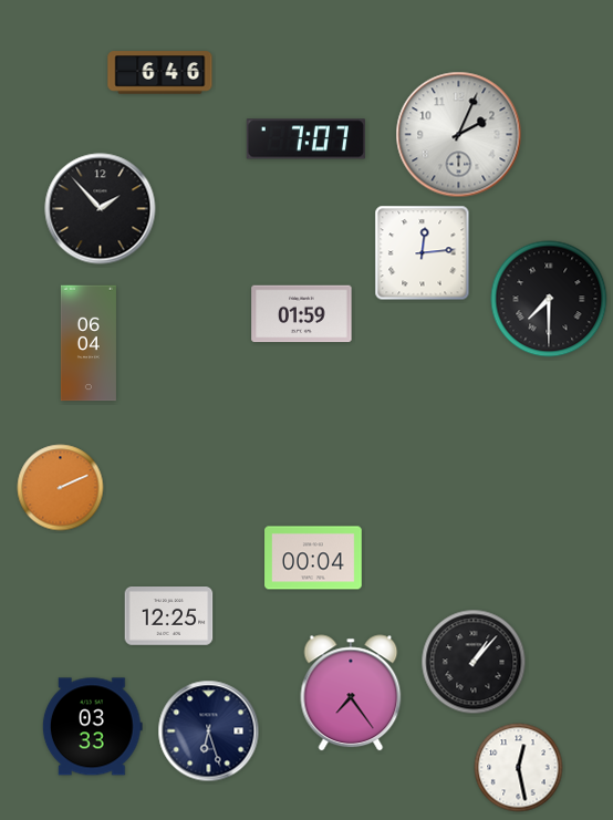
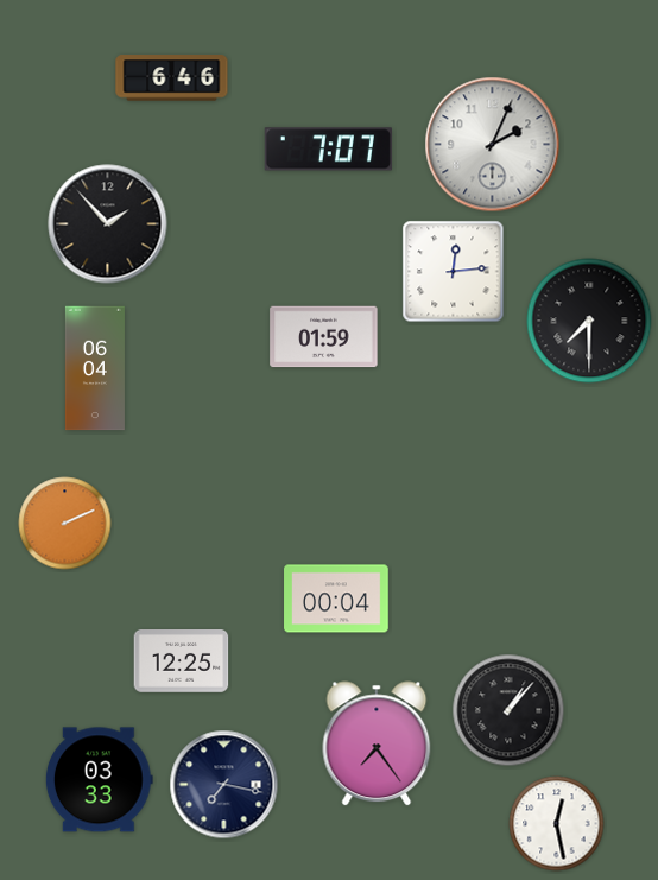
clock at (209, 731): 6:27 -> 7:17
